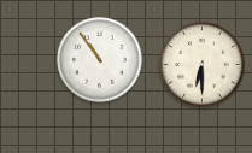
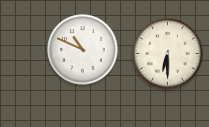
clock at (100, 60): 10:54 -> 10:49
